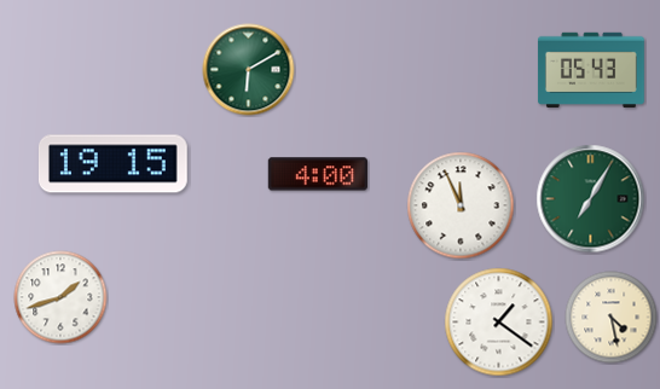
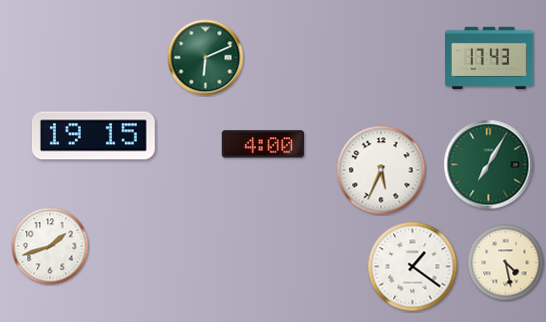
clock at (249, 70): 6:10 -> 6:11
clock at (591, 70): 05:43 -> 17:43
clock at (461, 205): 11:56 -> 5:34
